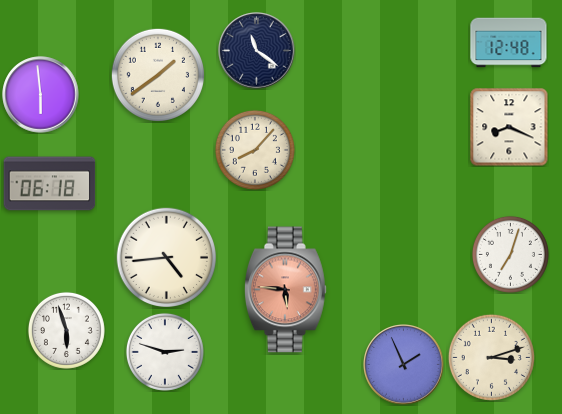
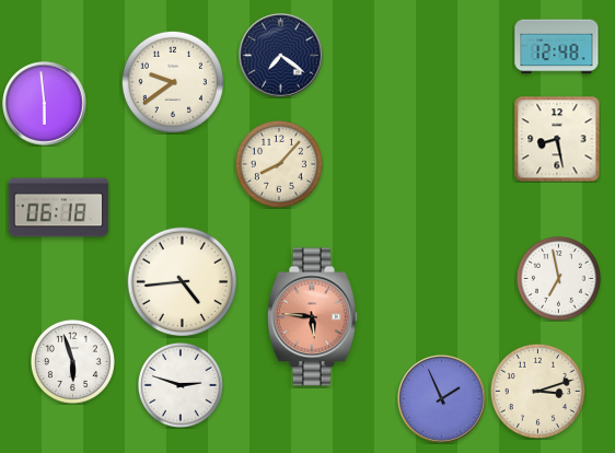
clock at (257, 51): 11:21 -> 7:21
clock at (158, 75): 1:39 -> 9:39
clock at (509, 127): 8:19 -> 8:28
clock at (50, 184) position: (50, 184) -> (59, 208)
clock at (510, 254): 7:03 -> 6:58
